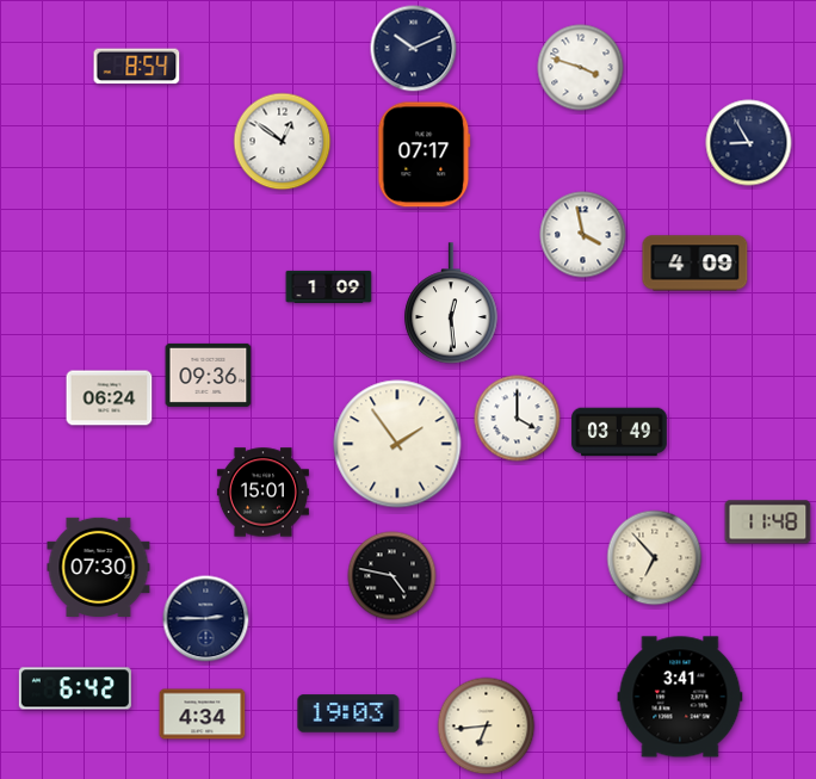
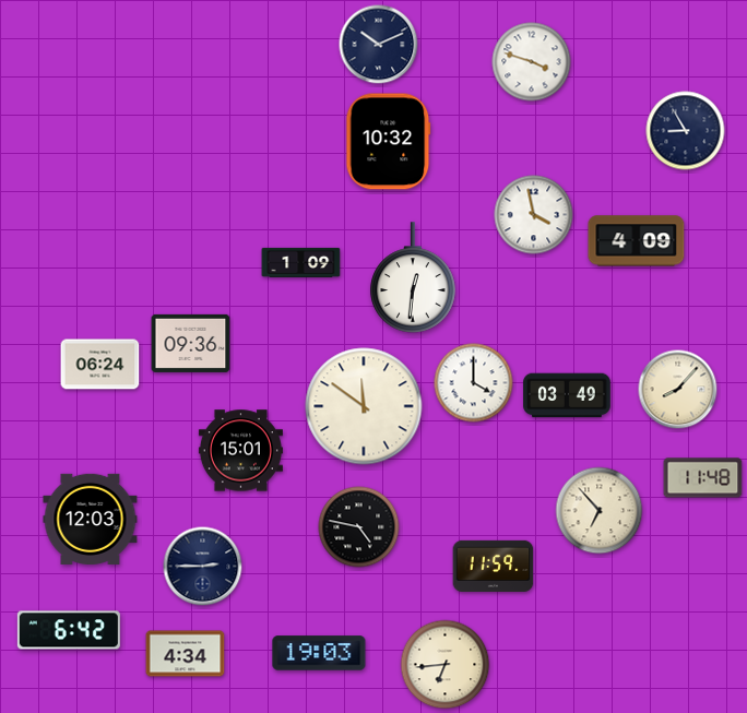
clock at (137, 67): 8:54 -> none
clock at (283, 142): 12:51 -> none
clock at (425, 155): 07:17 -> 10:32
clock at (451, 303): 12:29 -> 12:31
clock at (678, 390): none -> 8:07
clock at (397, 444): 1:54 -> 11:51
clock at (99, 567): 07:30 -> 12:03
clock at (494, 566): none -> 11:59
clock at (206, 619) position: (206, 619) -> (203, 567)
clock at (680, 697): 3:41 -> none
